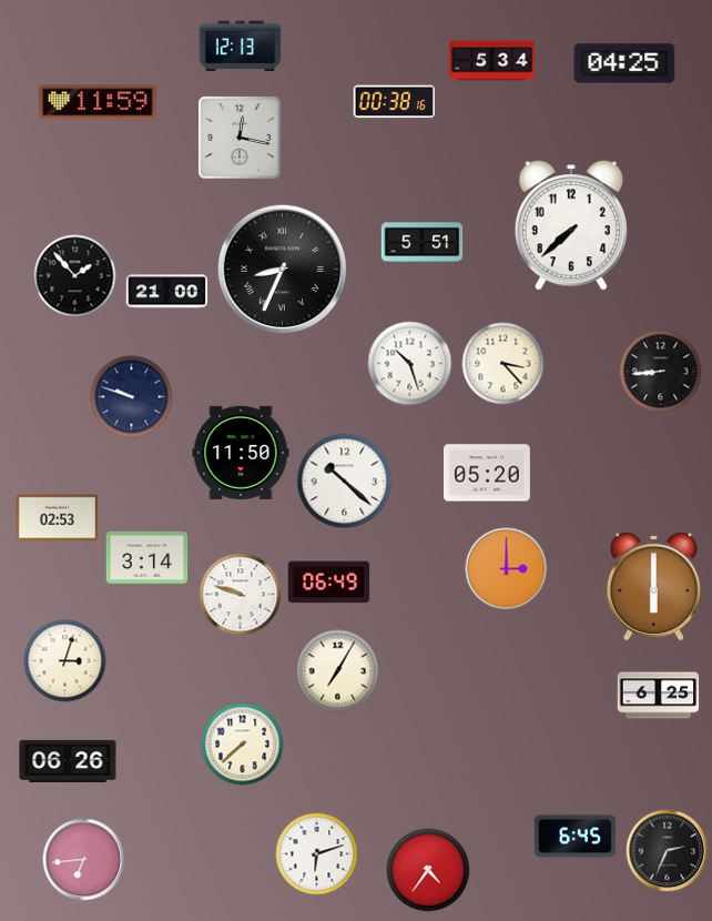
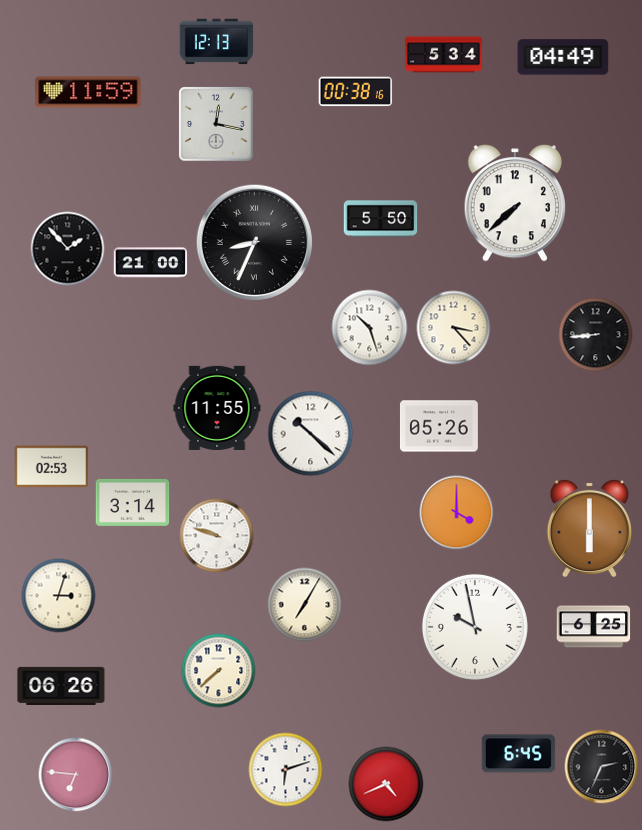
clock at (624, 63): 04:25 -> 04:49
clock at (423, 243): 5:51 -> 5:50
clock at (132, 397): 9:48 -> none
clock at (241, 453): 11:50 -> 11:55
clock at (487, 473): 05:20 -> 05:26
clock at (507, 569): 3:00 -> 4:00
clock at (329, 583): 06:49 -> none
clock at (475, 627): none -> 9:58
clock at (84, 860): 6:44 -> 6:46
clock at (428, 870): 4:36 -> 4:41
